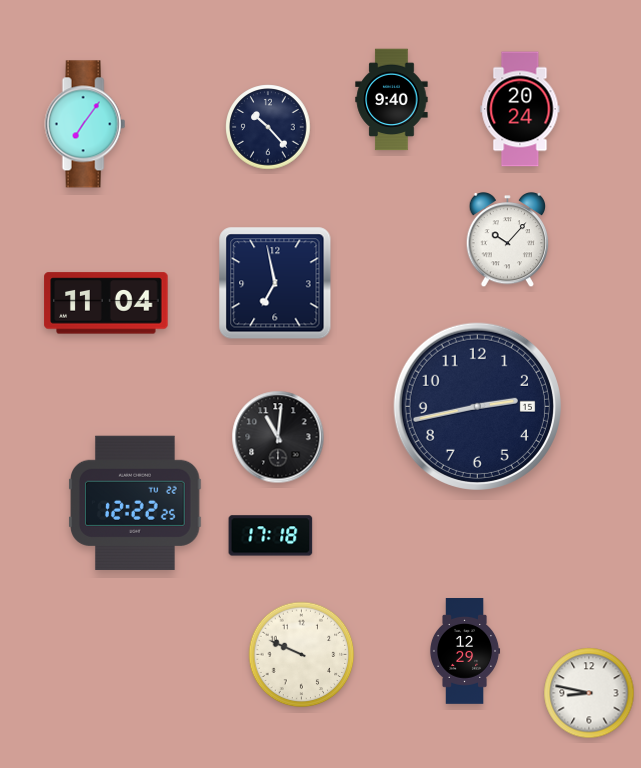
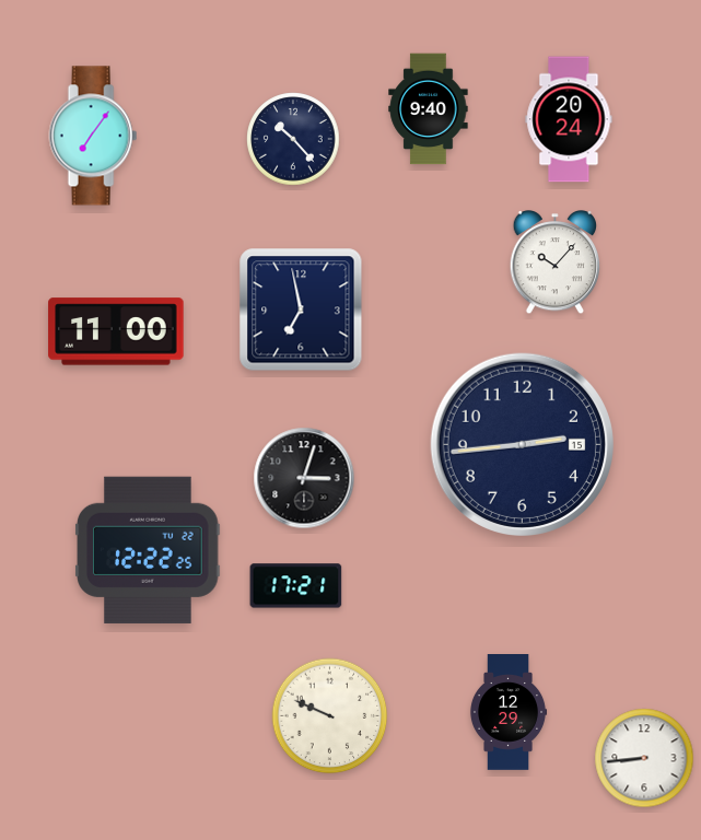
clock at (106, 303): 11:04 -> 11:00
clock at (477, 406): 2:43 -> 2:44
clock at (278, 437): 11:01 -> 3:03
clock at (271, 536): 17:18 -> 17:21
clock at (589, 693): 8:47 -> 8:44
